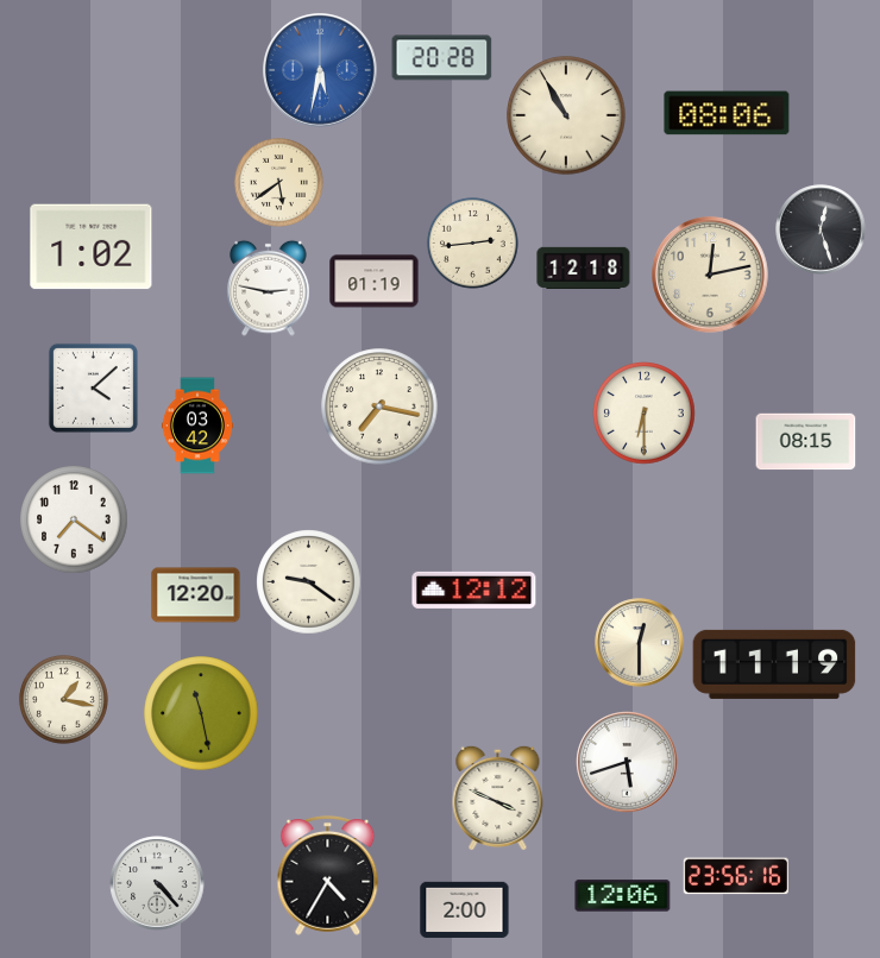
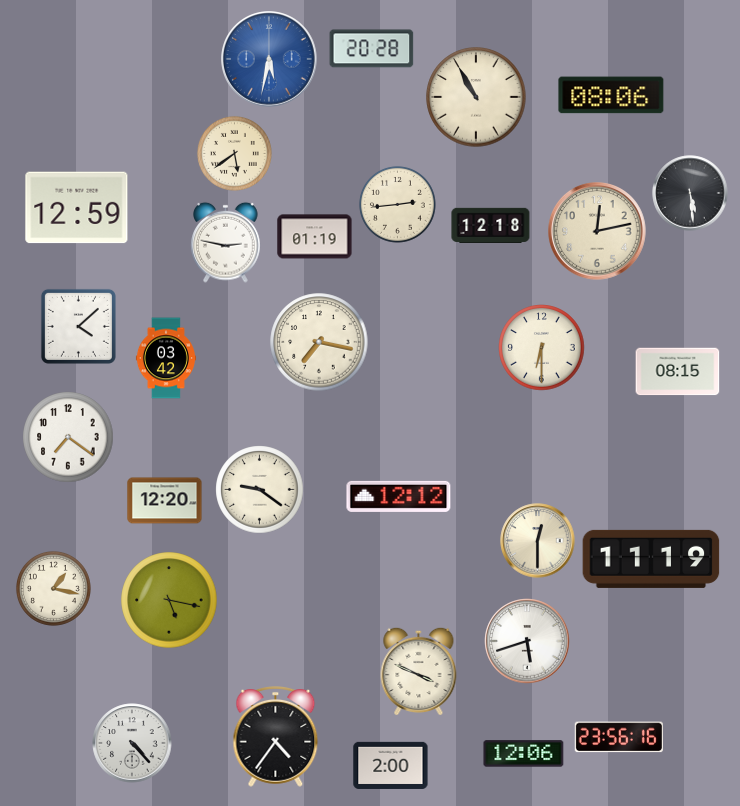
clock at (821, 229): 12:27 -> 5:29
clock at (92, 247): 1:02 -> 12:59
clock at (74, 519) position: (74, 519) -> (68, 437)
clock at (201, 713): 11:28 -> 5:17
clock at (328, 876): 4:35 -> 4:36
